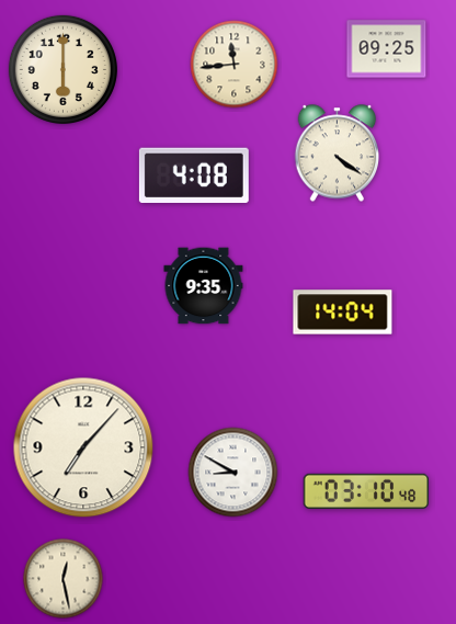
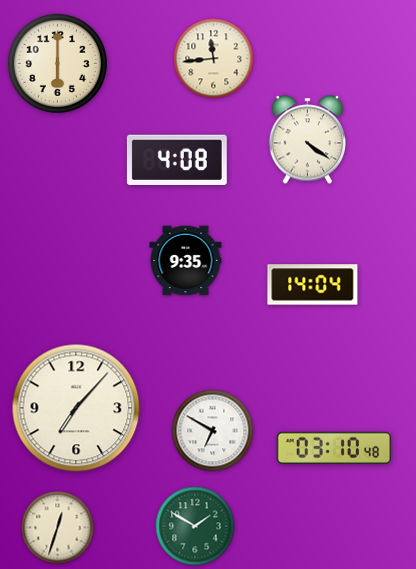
clock at (387, 49): 09:25 -> none
clock at (233, 473): 8:50 -> 6:50
clock at (195, 526): none -> 1:50
clock at (64, 579): 12:28 -> 12:33
